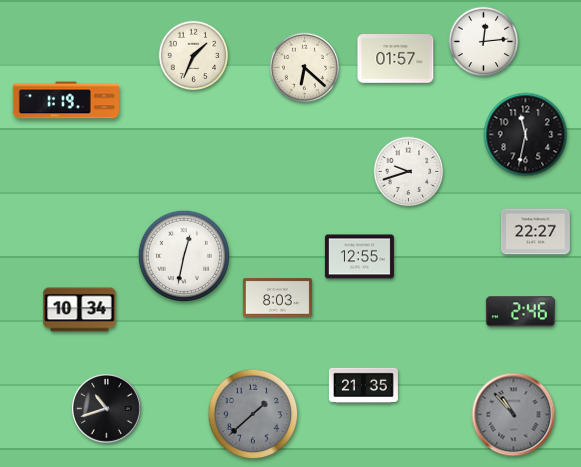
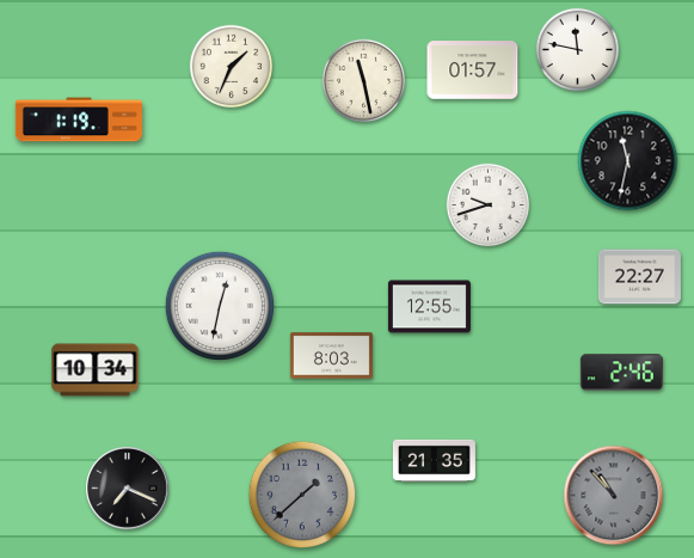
clock at (484, 42): 12:14 -> 11:47
clock at (305, 68): 6:22 -> 11:28
clock at (107, 409): 10:42 -> 7:19
